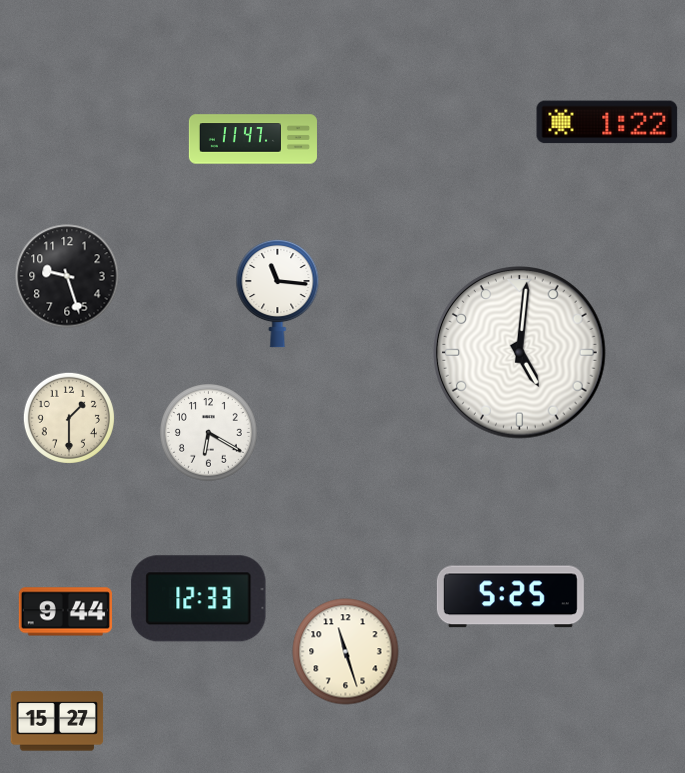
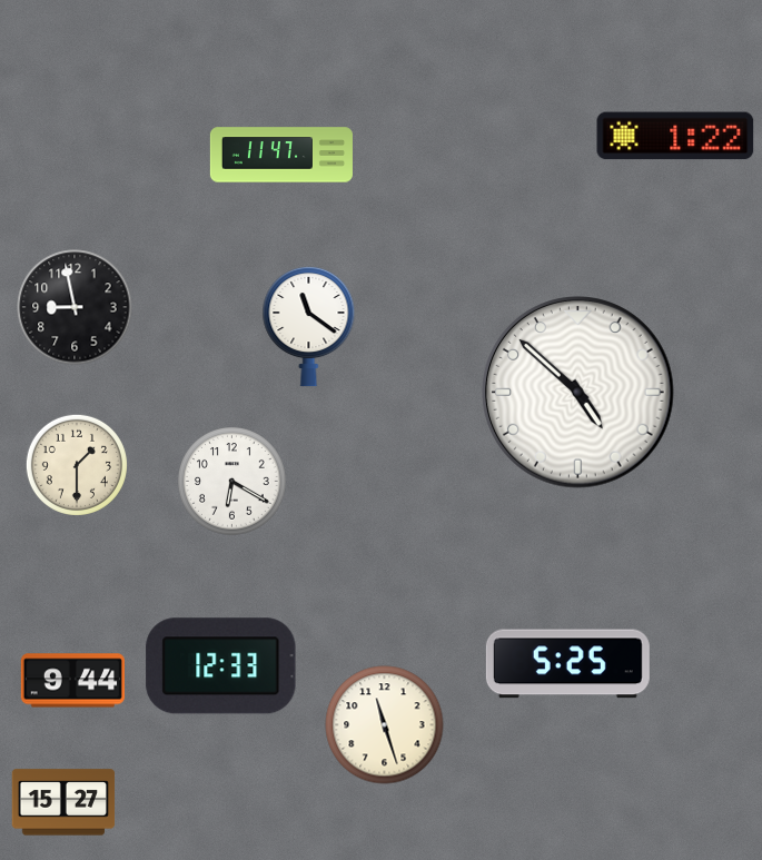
clock at (67, 276): 9:27 -> 8:58
clock at (278, 293): 11:16 -> 11:21
clock at (520, 353): 5:01 -> 4:52
